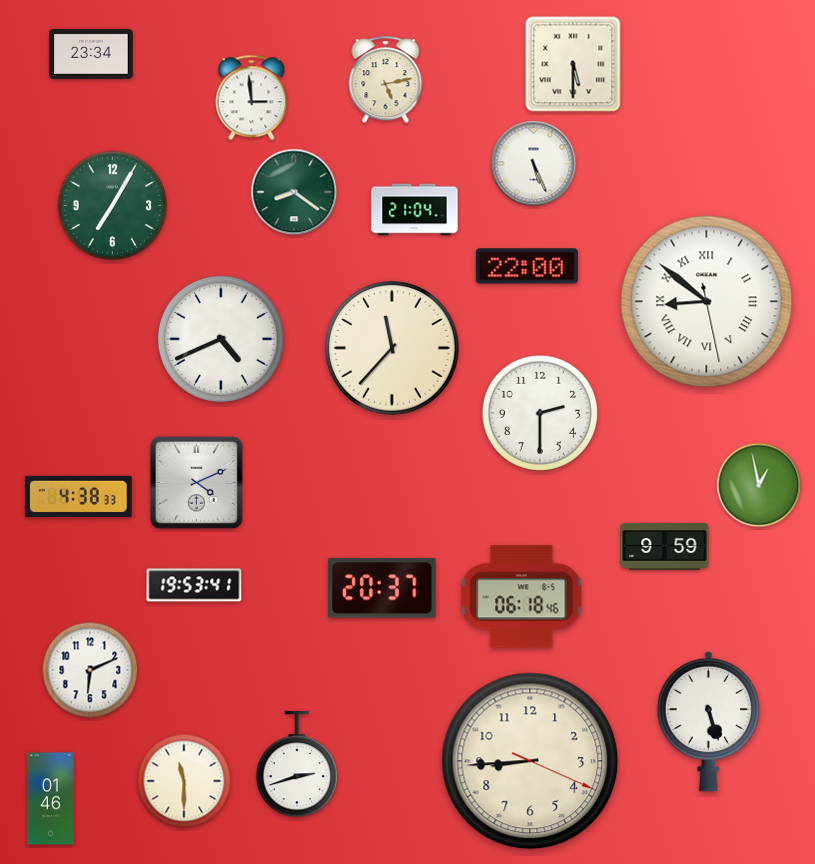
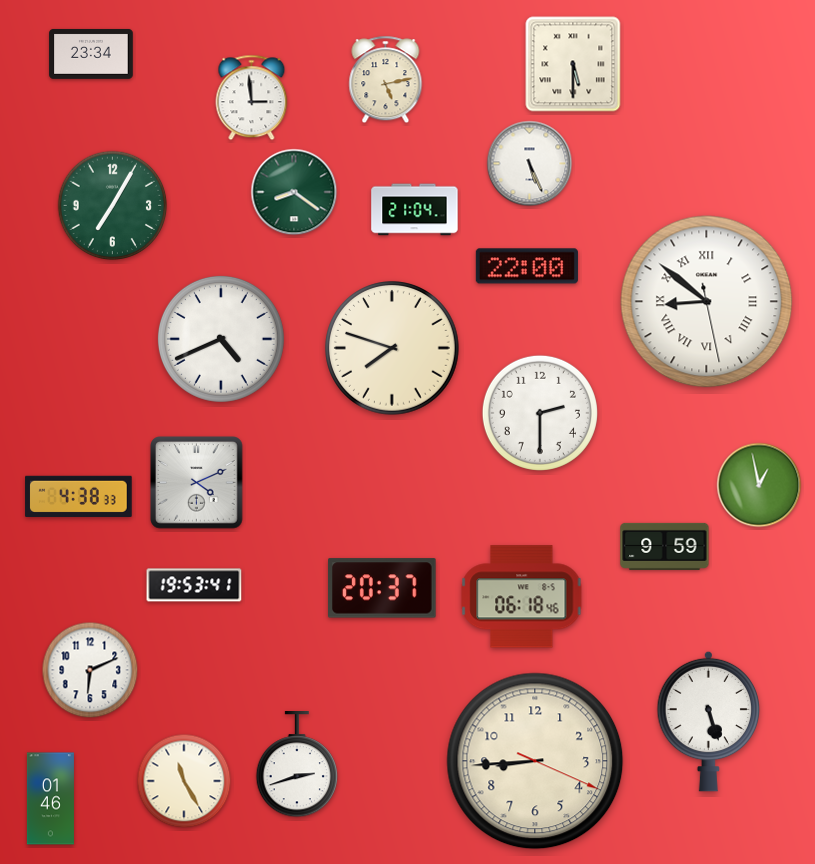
clock at (534, 164) position: (534, 164) -> (530, 164)
clock at (393, 349): 11:37 -> 7:48
clock at (530, 761) position: (530, 761) -> (535, 761)
clock at (184, 781): 11:30 -> 11:25
